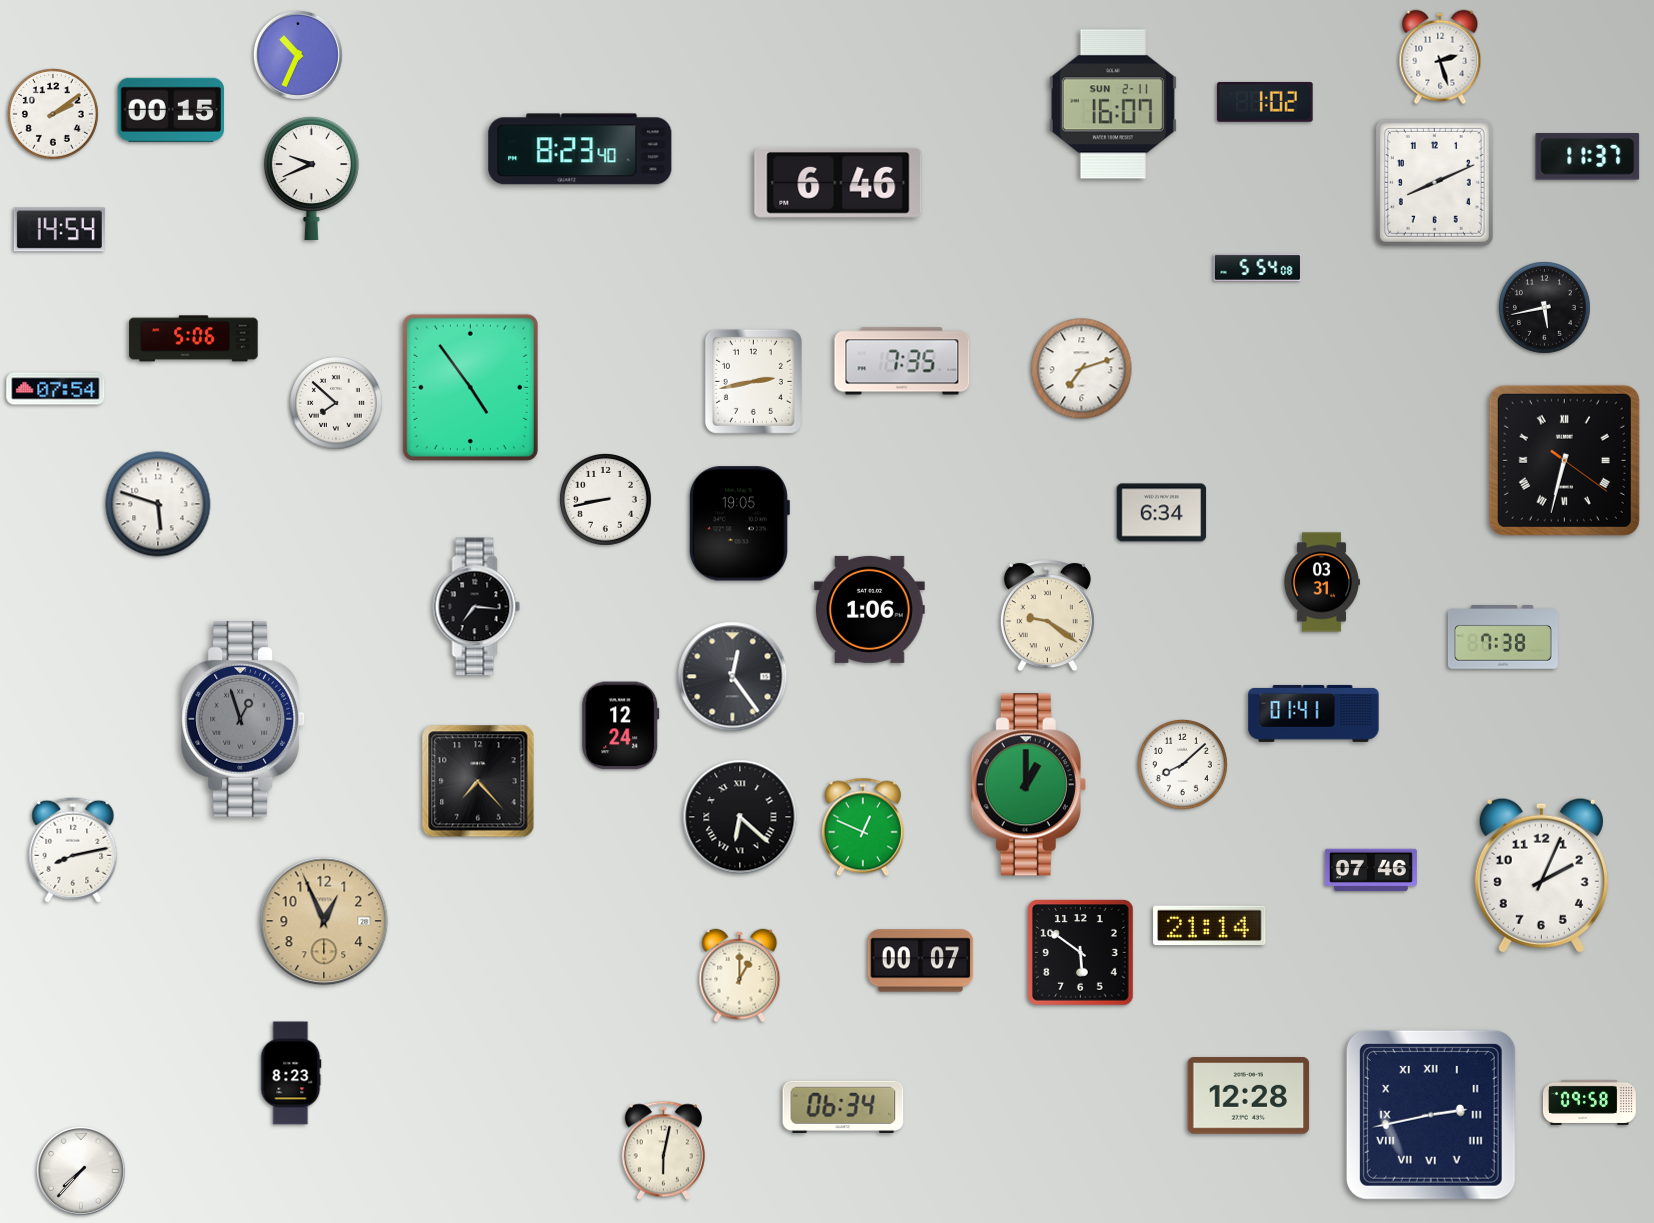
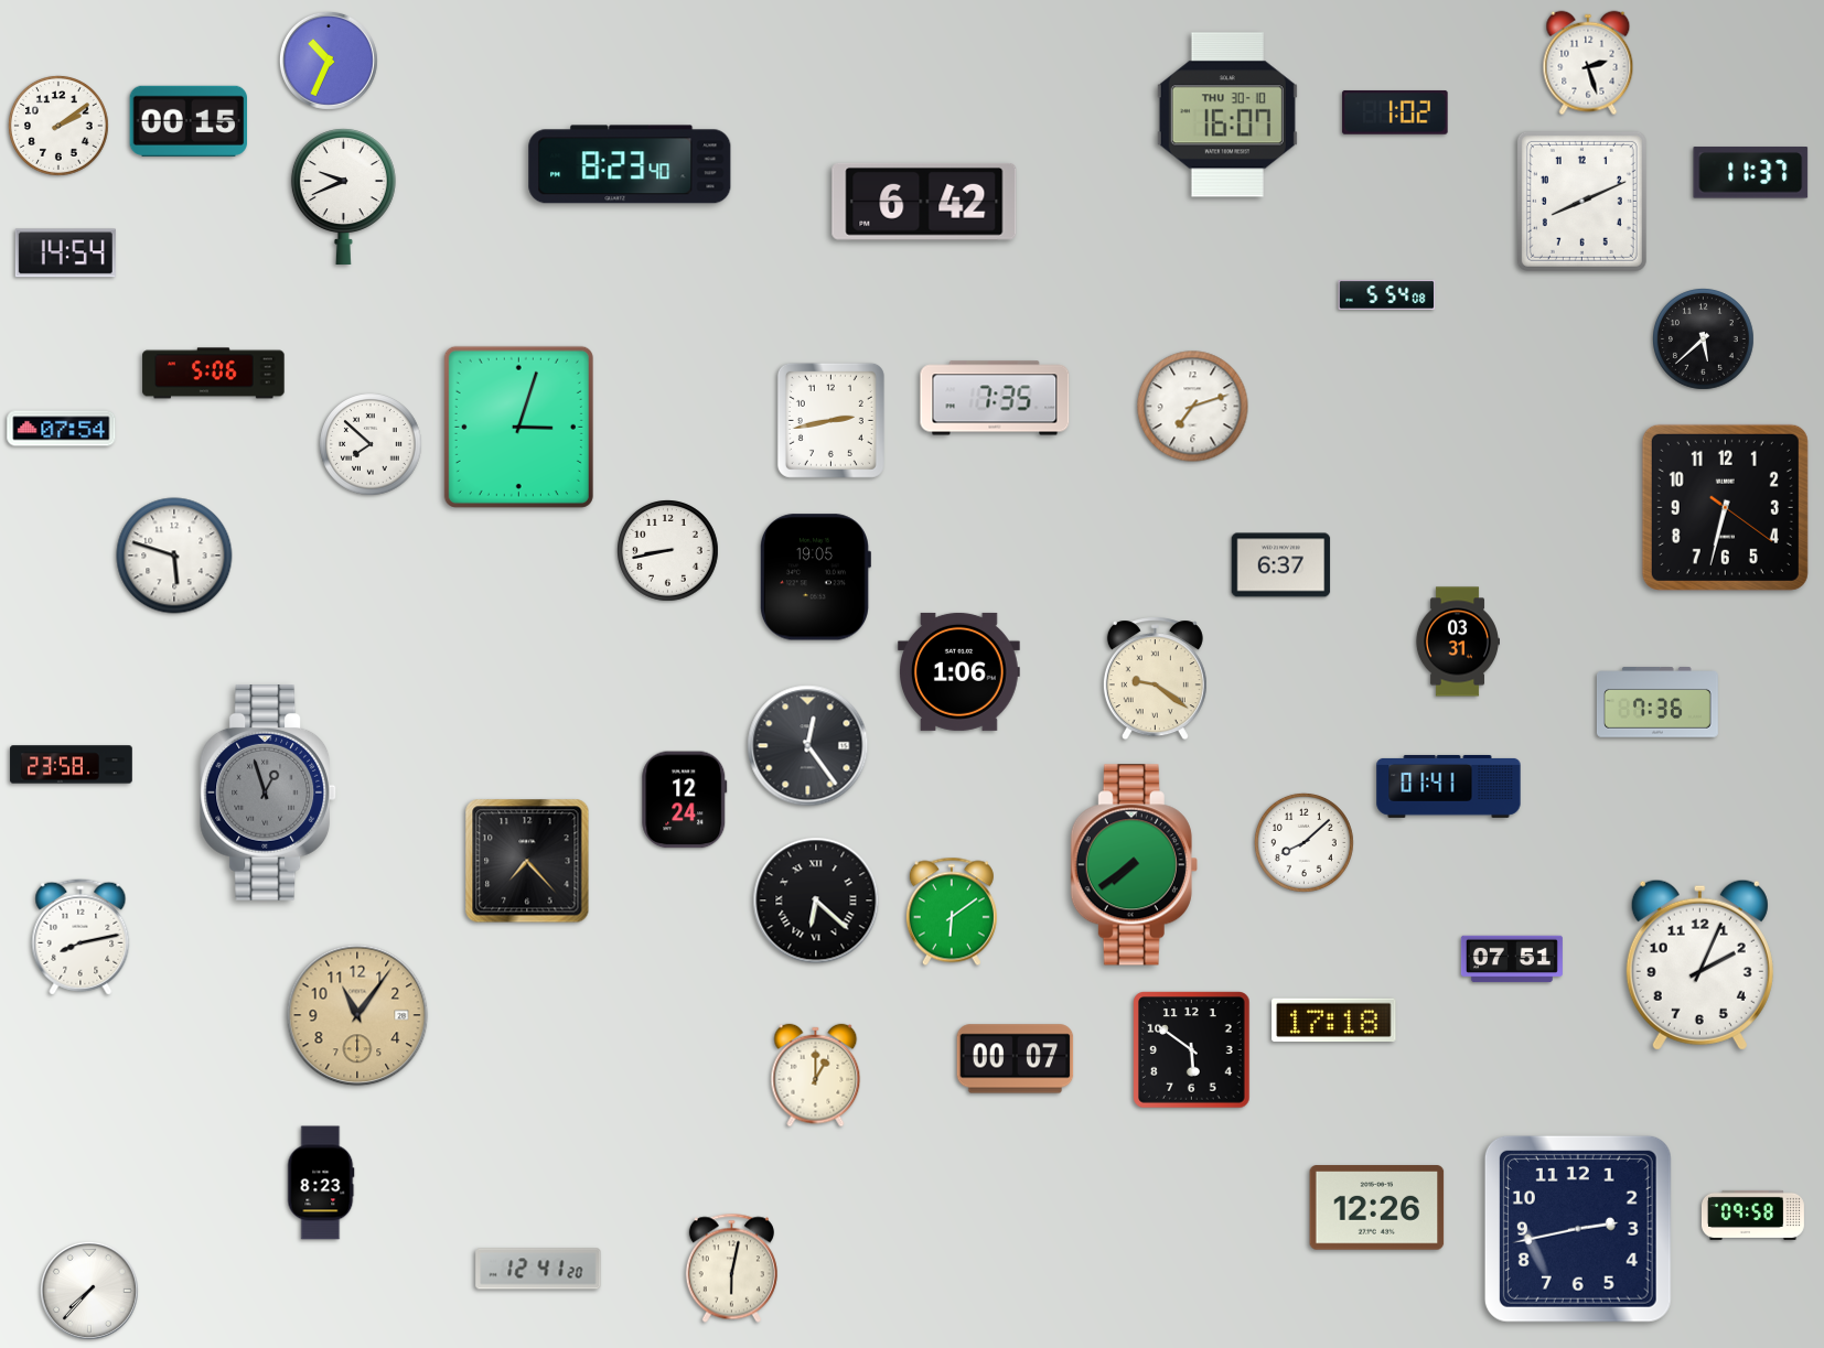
clock at (1113, 104) date: SUN 2-11 -> THU 30-10
clock at (580, 149) position: (580, 149) -> (630, 164)
clock at (838, 183): 6:46 -> 6:42
clock at (1545, 308): 5:43 -> 5:38
clock at (470, 387): 4:54 -> 3:03
clock at (1564, 460) numerals: Roman -> Arabic
clock at (1162, 513): 6:34 -> 6:37
clock at (477, 607): 7:16 -> none
clock at (1503, 637): 7:38 -> 7:36
clock at (72, 765): none -> 23:58
clock at (1028, 785): 1:00 -> 7:39
clock at (863, 827): 12:49 -> 6:09
clock at (1371, 870): 07:46 -> 07:51
clock at (324, 921): 12:56 -> 11:06
clock at (1210, 926): 21:14 -> 17:18
clock at (1249, 1096): 12:28 -> 12:26
clock at (843, 1106): 06:34 -> none
clock at (1431, 1115) numerals: Roman -> Arabic
clock at (538, 1269): none -> 12:41
